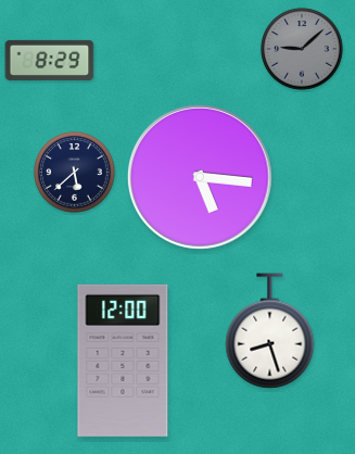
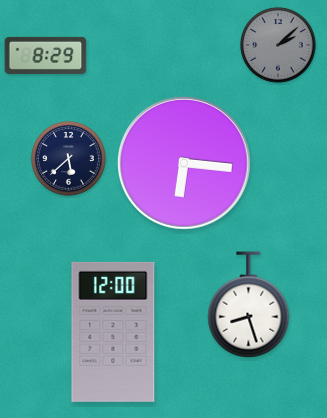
clock at (302, 49): 9:08 -> 2:08
clock at (200, 177): 5:16 -> 6:16
